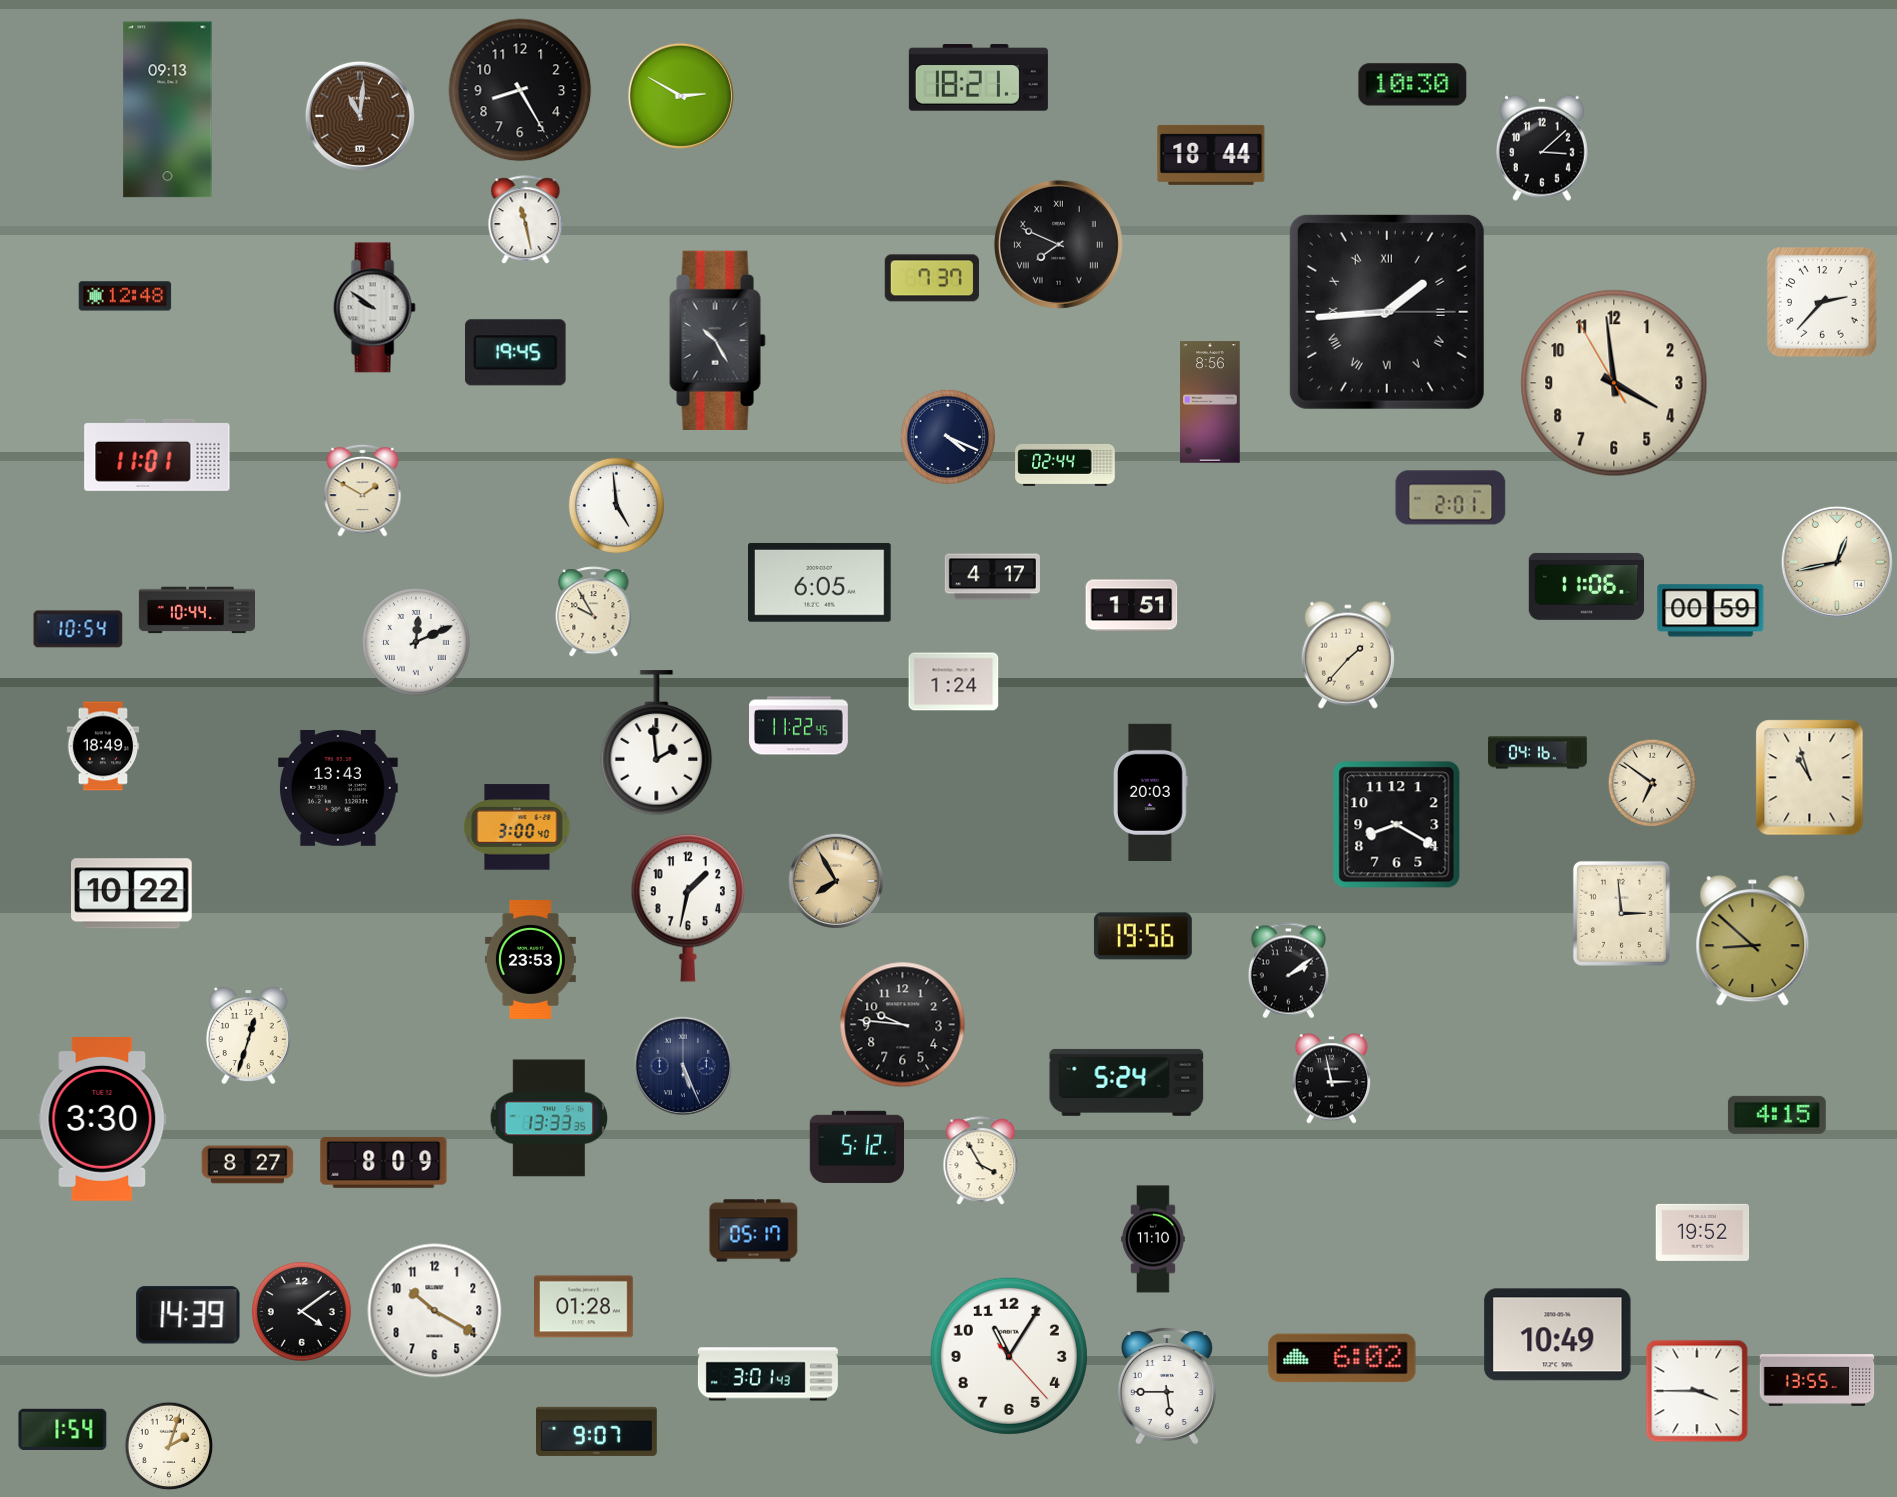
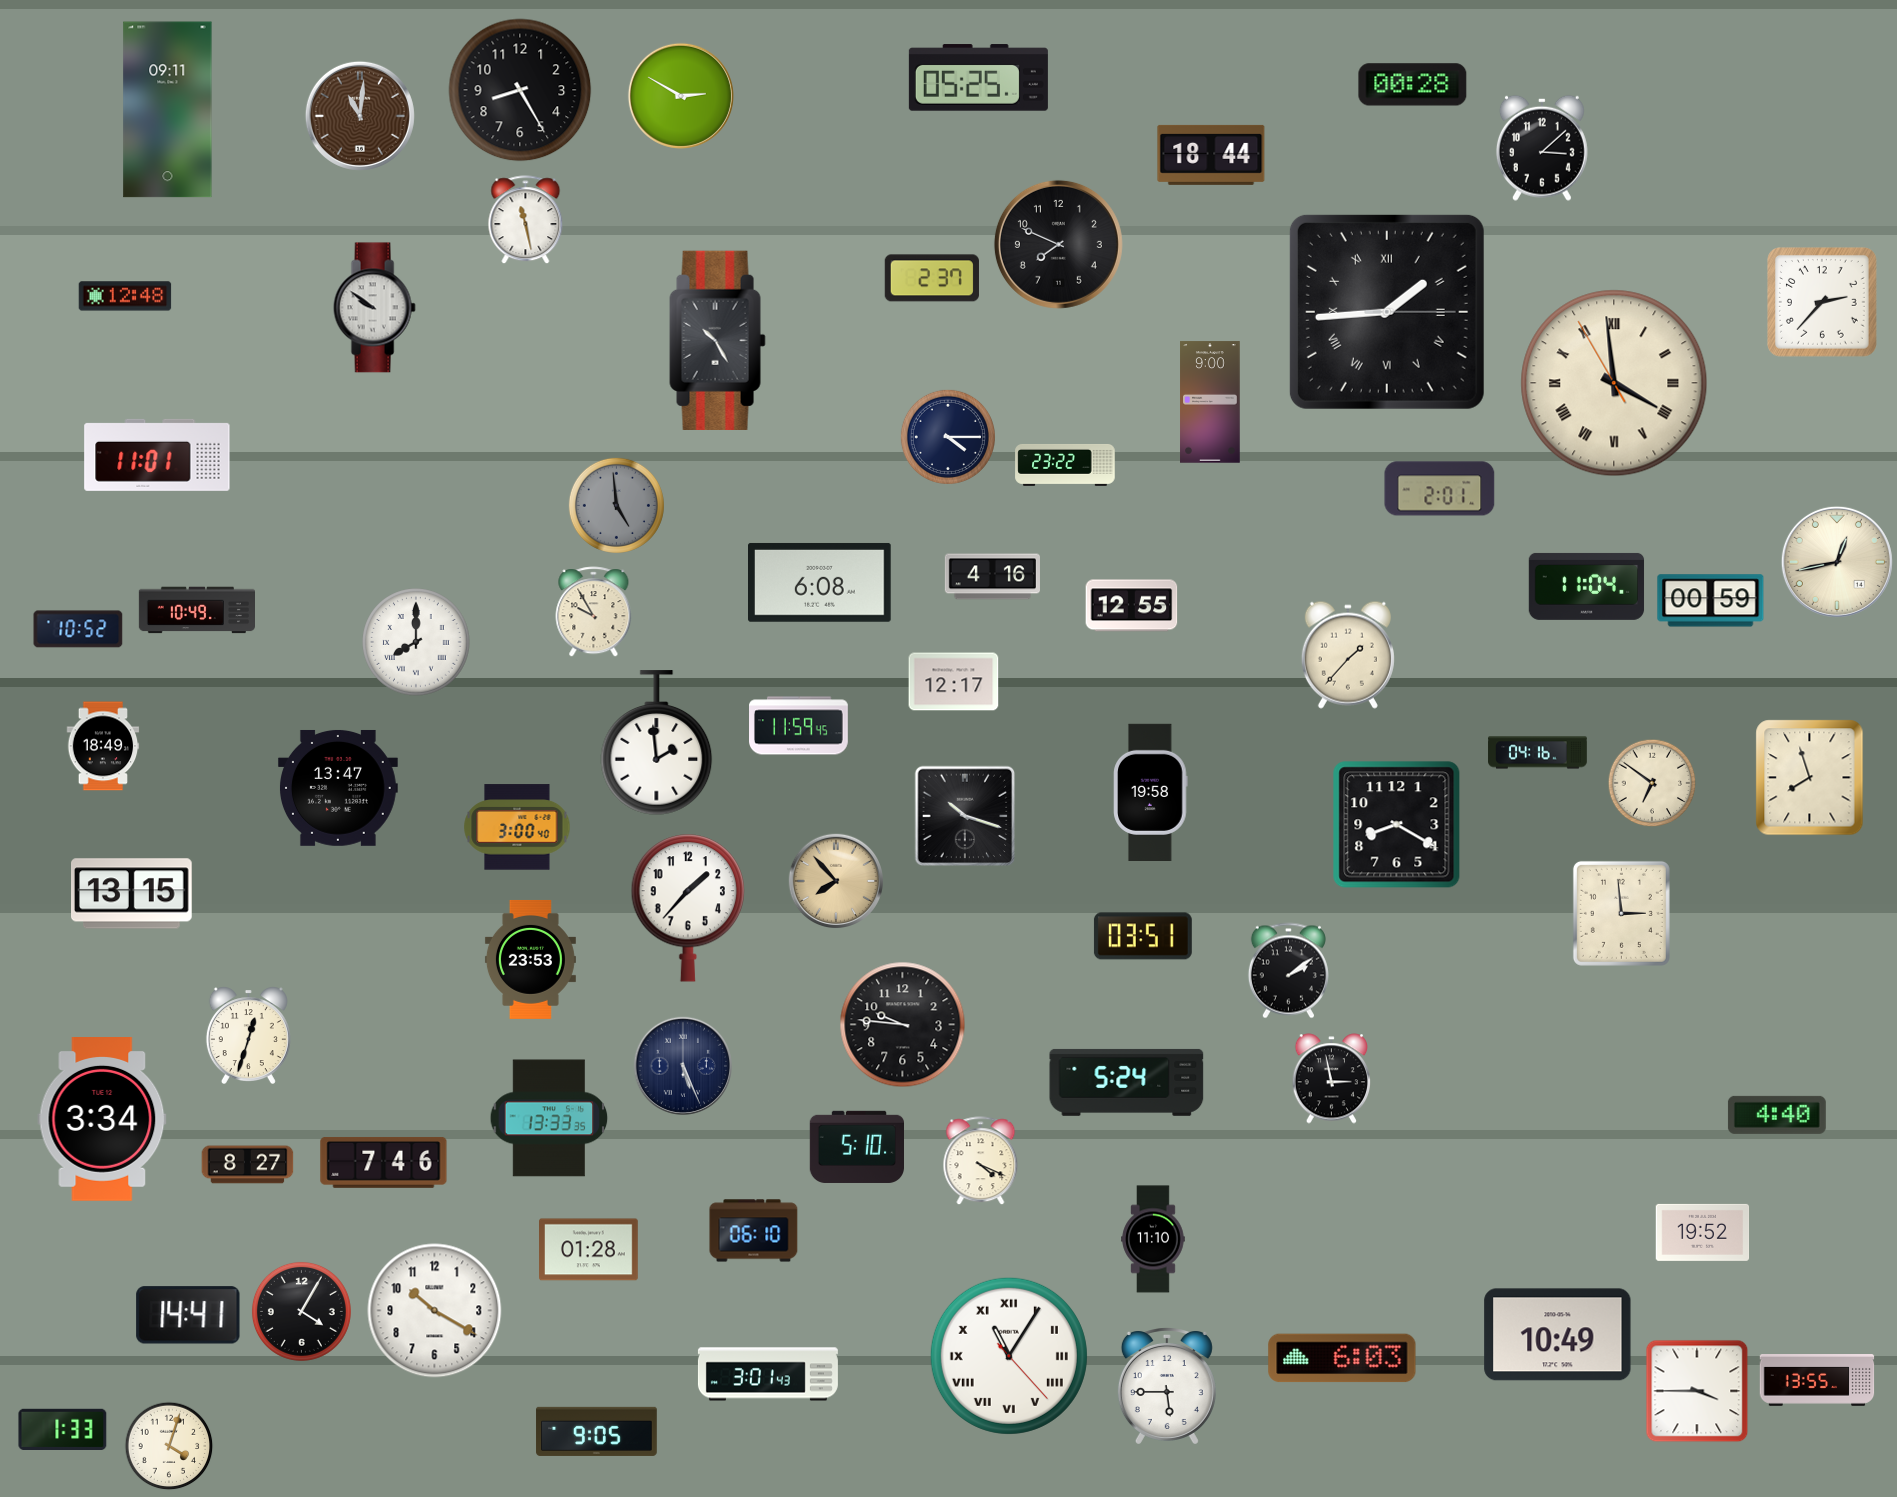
clock at (978, 78): 18:21 -> 05:25
clock at (1413, 85): 10:30 -> 00:28
clock at (168, 110): 09:13 -> 09:11
clock at (1058, 244) numerals: Roman -> Arabic
clock at (932, 278): 7:37 -> 2:37
clock at (516, 353): 19:45 -> none
clock at (1614, 383) numerals: Arabic -> Roman
clock at (1210, 402): 8:56 -> 9:00
clock at (948, 437): 4:19 -> 4:15
clock at (1065, 465): 02:44 -> 23:22
clock at (363, 490): 1:50 -> none
clock at (1451, 498) position: (1451, 498) -> (1440, 489)
clock at (616, 505) dial: white -> grey
clock at (992, 577): 4:17 -> 4:16
clock at (820, 582): 6:05 -> 6:08
clock at (1587, 586): 11:06 -> 11:04
clock at (1132, 606): 1:51 -> 12:55
clock at (196, 610): 10:44 -> 10:49
clock at (1711, 611) position: (1711, 611) -> (1711, 601)
clock at (78, 629): 10:54 -> 10:52
clock at (416, 642): 12:11 -> 8:00
clock at (954, 682): 1:24 -> 12:17
clock at (799, 726): 11:22 -> 11:59
clock at (1810, 778): 10:57 -> 7:57
clock at (338, 788): 13:43 -> 13:47
clock at (1151, 792): 20:03 -> 19:58
clock at (965, 816): none -> 10:18
clock at (835, 880): 7:55 -> 7:53
clock at (132, 894): 10:22 -> 13:15
clock at (687, 908): 1:32 -> 1:37
clock at (1143, 936): 19:56 -> 03:51
clock at (1753, 941): 8:52 -> none
clock at (1777, 1115): 4:15 -> 4:40
clock at (102, 1120): 3:30 -> 3:34
clock at (856, 1146): 5:12 -> 5:10
clock at (981, 1161): 3:55 -> 4:19
clock at (384, 1162): 8:09 -> 7:46
clock at (754, 1231): 05:17 -> 06:10
clock at (584, 1307) position: (584, 1307) -> (589, 1250)
clock at (301, 1311): 4:09 -> 4:05
clock at (188, 1315): 14:39 -> 14:41
clock at (1009, 1356) numerals: Arabic -> Roman
clock at (1342, 1358): 6:02 -> 6:03
clock at (63, 1429): 1:54 -> 1:33
clock at (597, 1431): 9:07 -> 9:05
clock at (169, 1446): 2:03 -> 4:03
